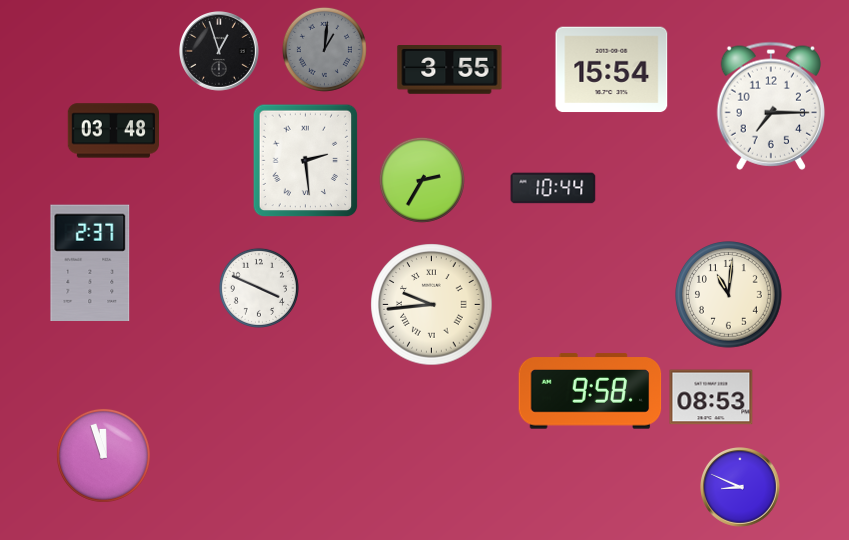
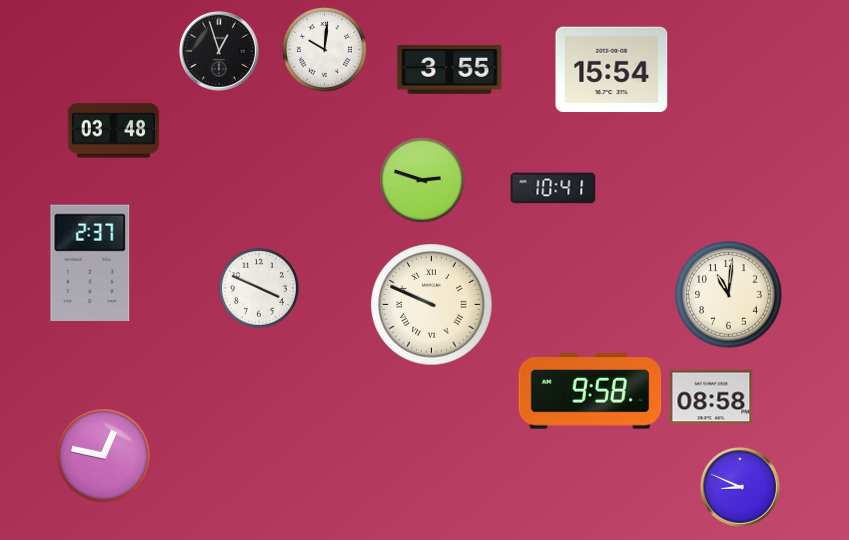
clock at (324, 49): 1:01 -> 10:01
clock at (324, 49) dial: grey -> white
clock at (771, 106): 7:15 -> none
clock at (306, 161): 2:29 -> none
clock at (422, 180): 2:35 -> 2:48
clock at (553, 188): 10:44 -> 10:41
clock at (432, 305): 9:44 -> 9:49
clock at (711, 397): 08:53 -> 08:58
clock at (103, 455): 11:57 -> 12:47
